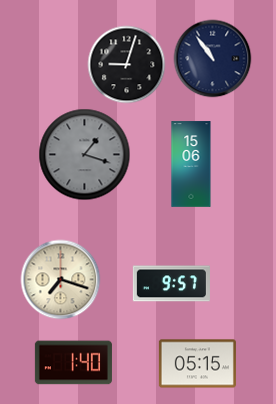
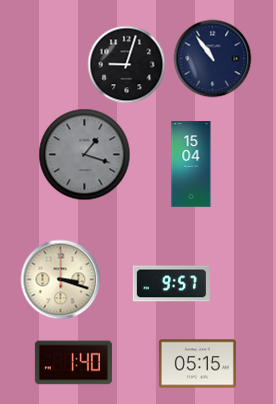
clock at (191, 164): 15:06 -> 15:04
clock at (60, 279): 7:18 -> 3:18
